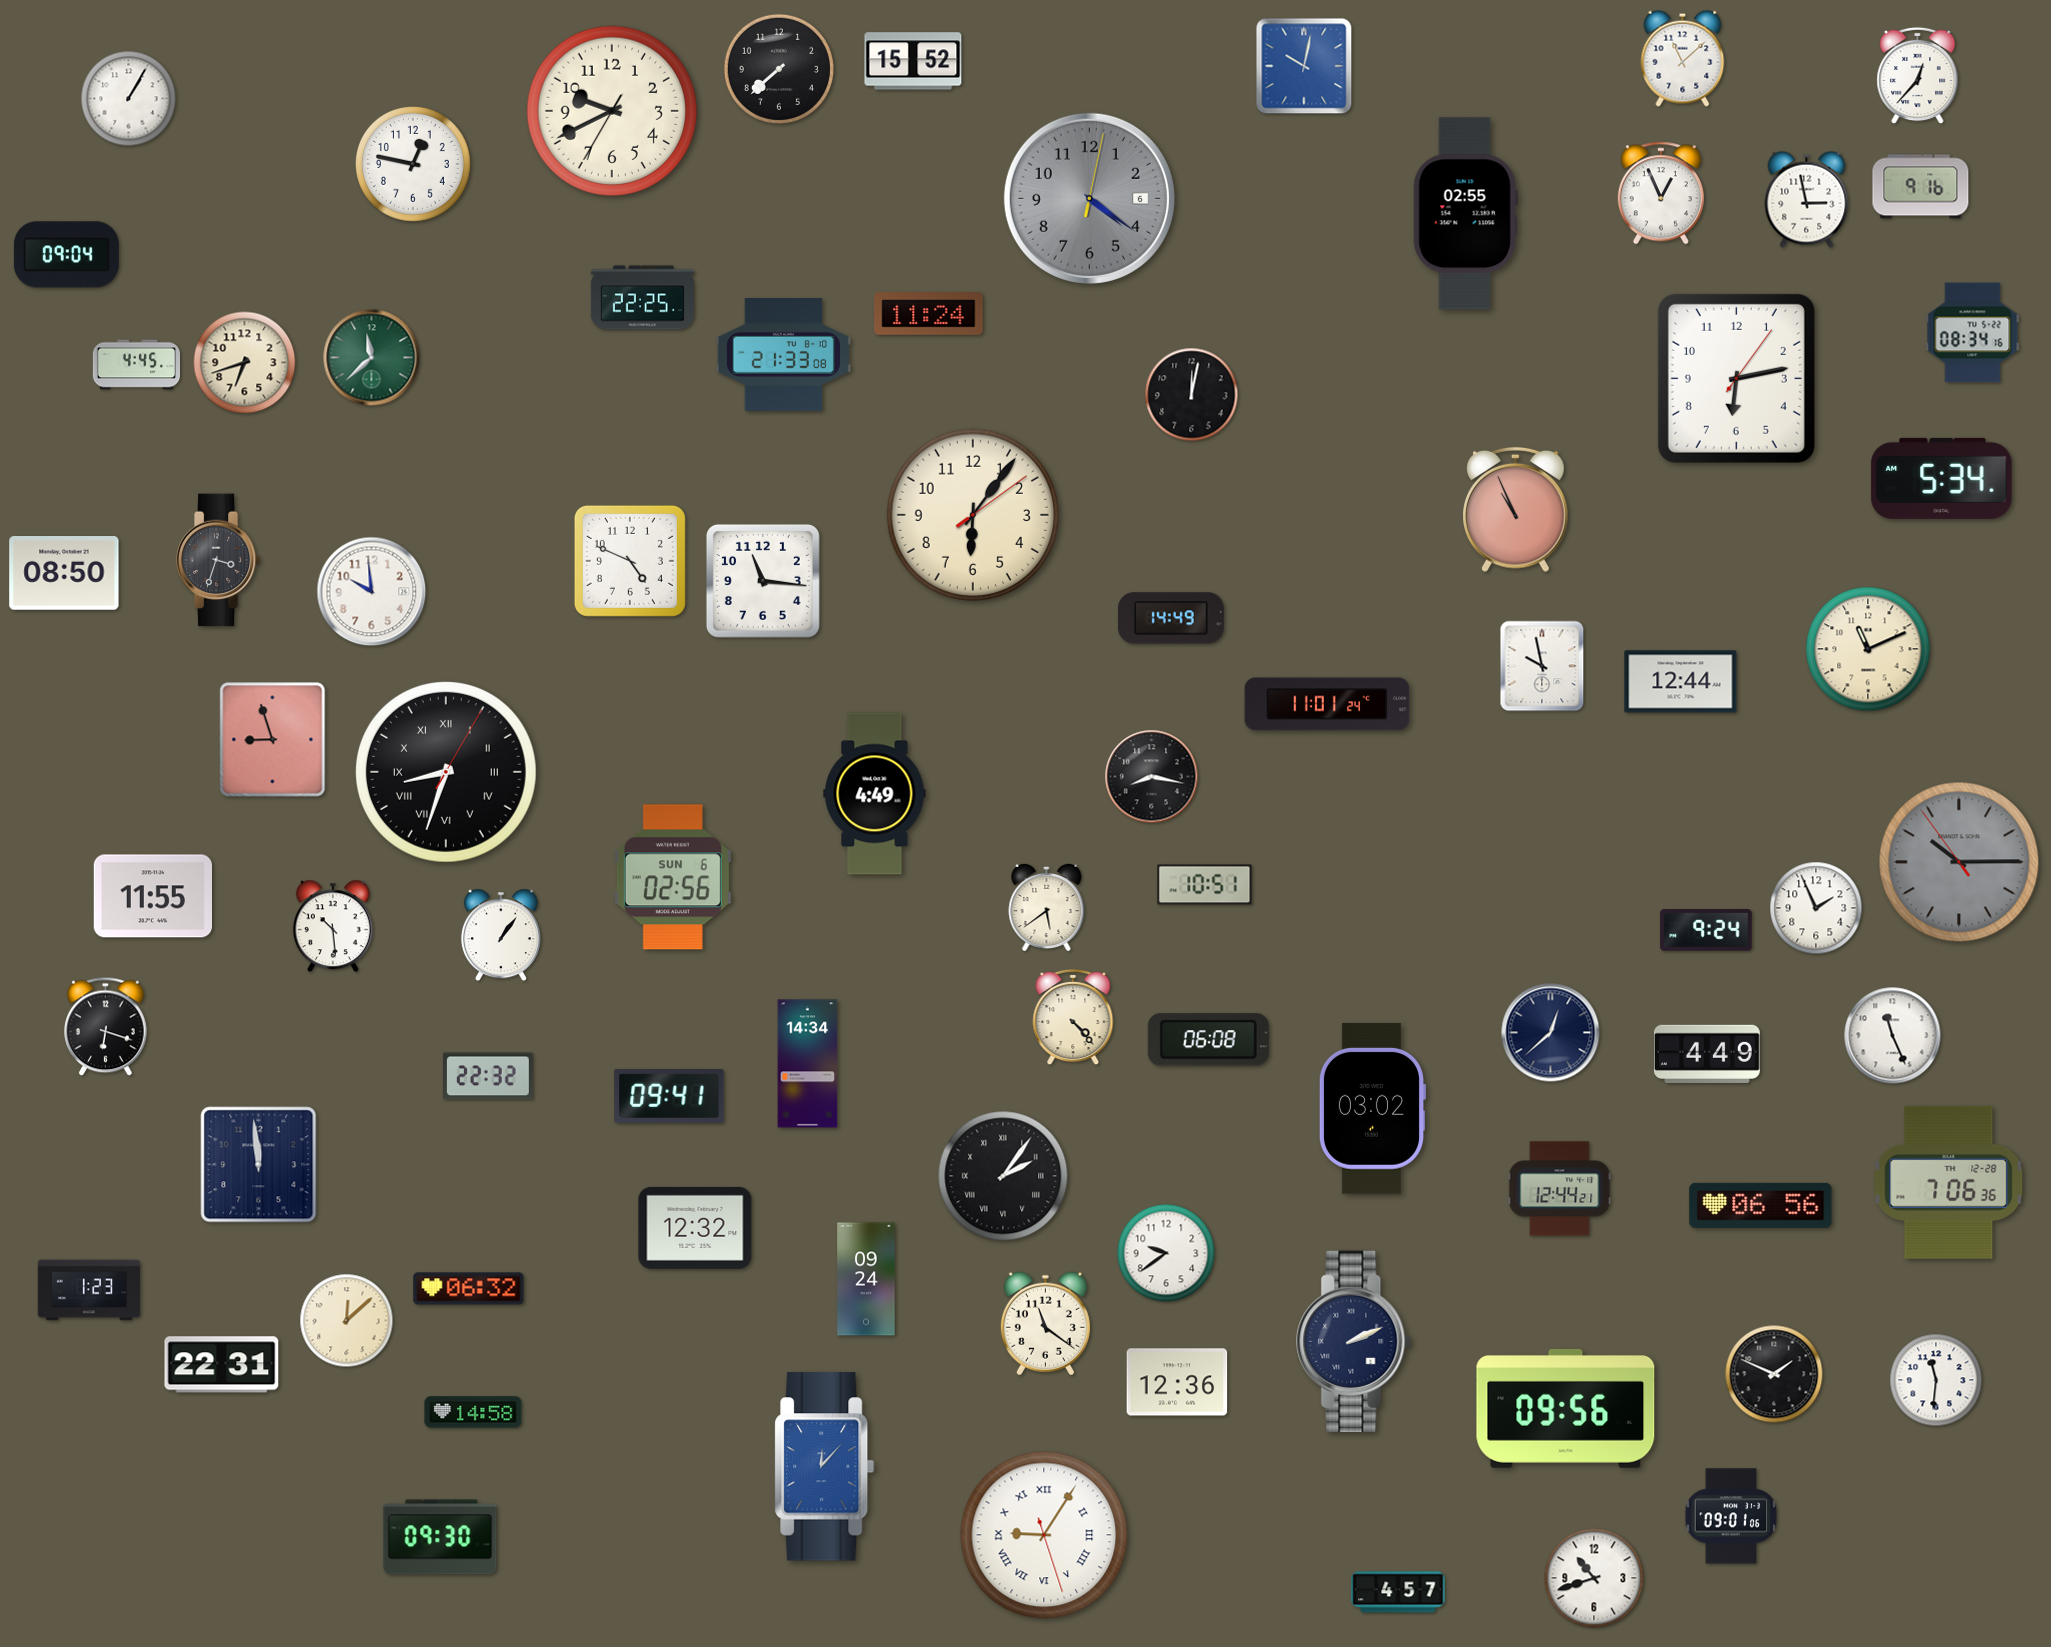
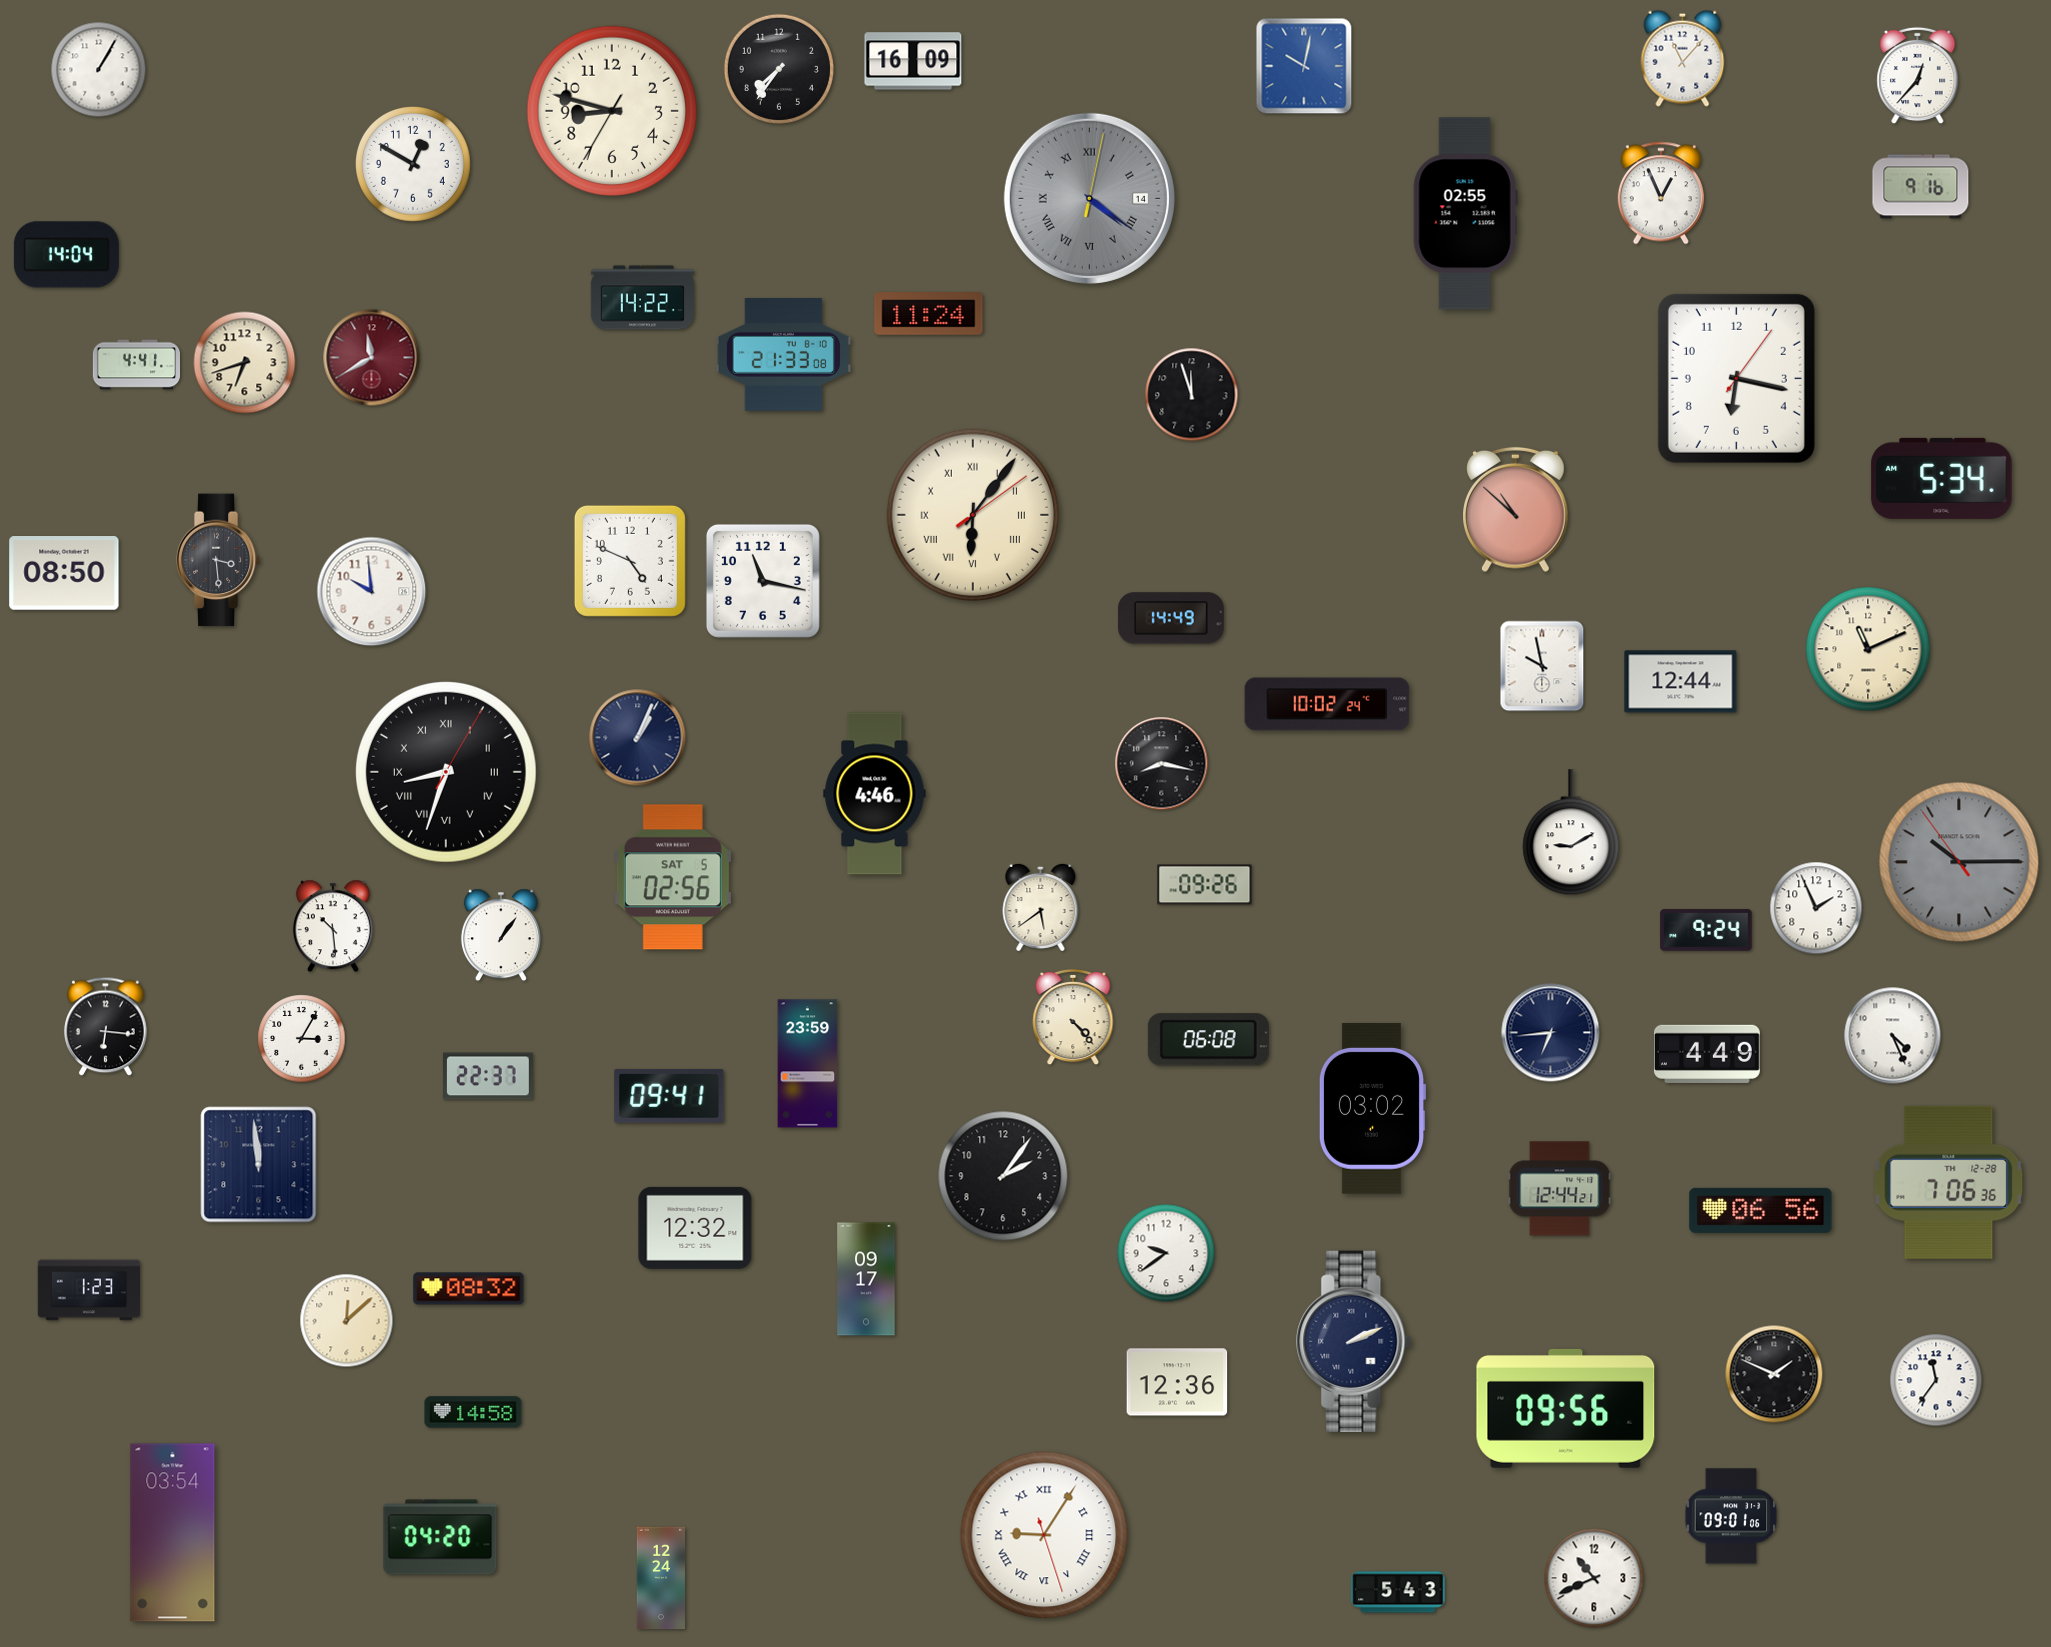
clock at (1683, 58): 11:08 -> 11:07
clock at (913, 61): 15:52 -> 16:09
clock at (779, 69): 7:38 -> 7:36
clock at (129, 99) position: (129, 99) -> (99, 70)
clock at (611, 110): 9:40 -> 8:47
clock at (413, 164): 12:47 -> 12:50
clock at (1089, 198) date: 6 -> 14
clock at (1089, 198) numerals: Arabic -> Roman
clock at (1807, 199): 2:58 -> none
clock at (66, 255): 09:04 -> 14:04
clock at (642, 298): 22:25 -> 14:22
clock at (1973, 333): 08:34 -> none
clock at (372, 358): 11:38 -> 11:40
clock at (372, 358) dial: green -> burgundy
clock at (136, 365): 4:45 -> 4:41
clock at (1736, 378): 6:13 -> 6:17
clock at (1192, 395): 12:02 -> 11:57
clock at (1516, 510): 10:56 -> 10:52
clock at (973, 515) numerals: Arabic -> Roman
clock at (218, 560): 3:33 -> 3:29
clock at (763, 581): 11:16 -> 11:17
clock at (1327, 704): 11:01 -> 10:02
clock at (638, 738): none -> 1:04
clock at (273, 740): 8:57 -> none
clock at (1152, 777) position: (1152, 777) -> (1162, 764)
clock at (875, 794): 4:49 -> 4:46
clock at (1571, 833): none -> 9:10
clock at (673, 877) date: SUN 6 -> SAT 5
clock at (1205, 885): 10:51 -> 09:26
clock at (152, 896): 11:55 -> none
clock at (1047, 907) position: (1047, 907) -> (1041, 907)
clock at (106, 1027): 6:18 -> 6:16
clock at (1551, 1033): 12:38 -> 6:44
clock at (1893, 1036): 11:26 -> 4:26
clock at (302, 1039): none -> 3:05
clock at (808, 1064): 14:34 -> 23:59
clock at (489, 1076): 22:32 -> 22:37
clock at (1003, 1176) numerals: Roman -> Arabic
clock at (1761, 1205) position: (1761, 1205) -> (1761, 1210)
clock at (866, 1279): 09:24 -> 09:17
clock at (469, 1289): 06:32 -> 08:32
clock at (1045, 1324): 11:21 -> none
clock at (222, 1365): 22:31 -> none
clock at (1936, 1380): 11:31 -> 11:36
clock at (825, 1467): 12:07 -> none
clock at (173, 1533): none -> 03:54
clock at (440, 1537): 09:30 -> 04:20
clock at (660, 1578): none -> 12:24
clock at (1594, 1578): 10:42 -> 10:41
clock at (1398, 1592): 4:57 -> 5:43
